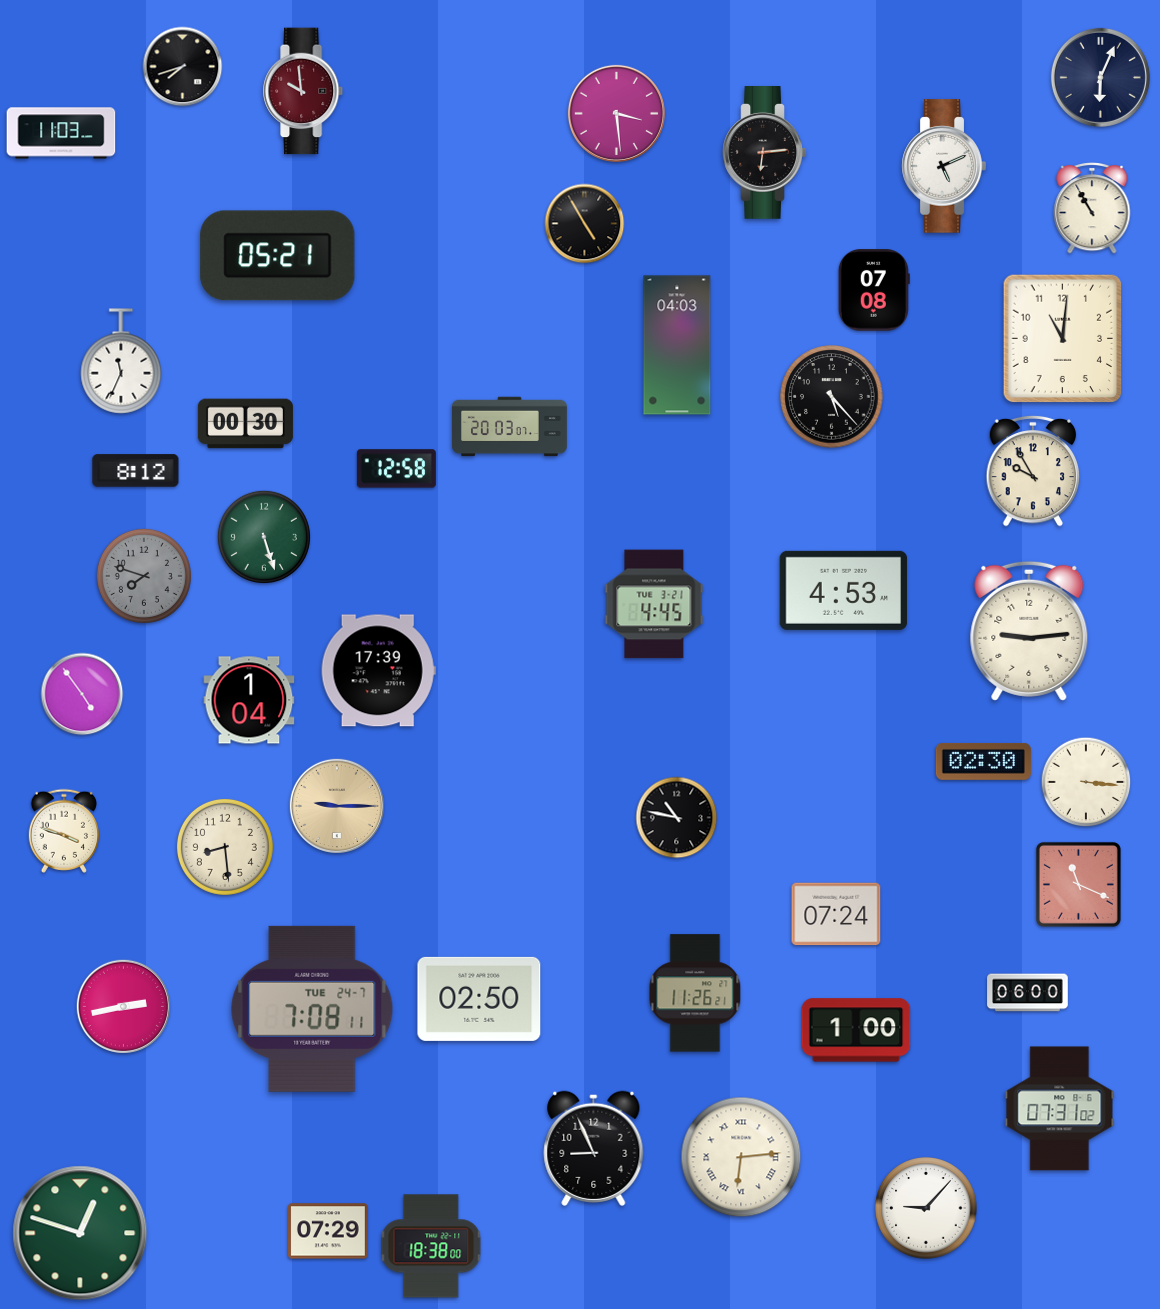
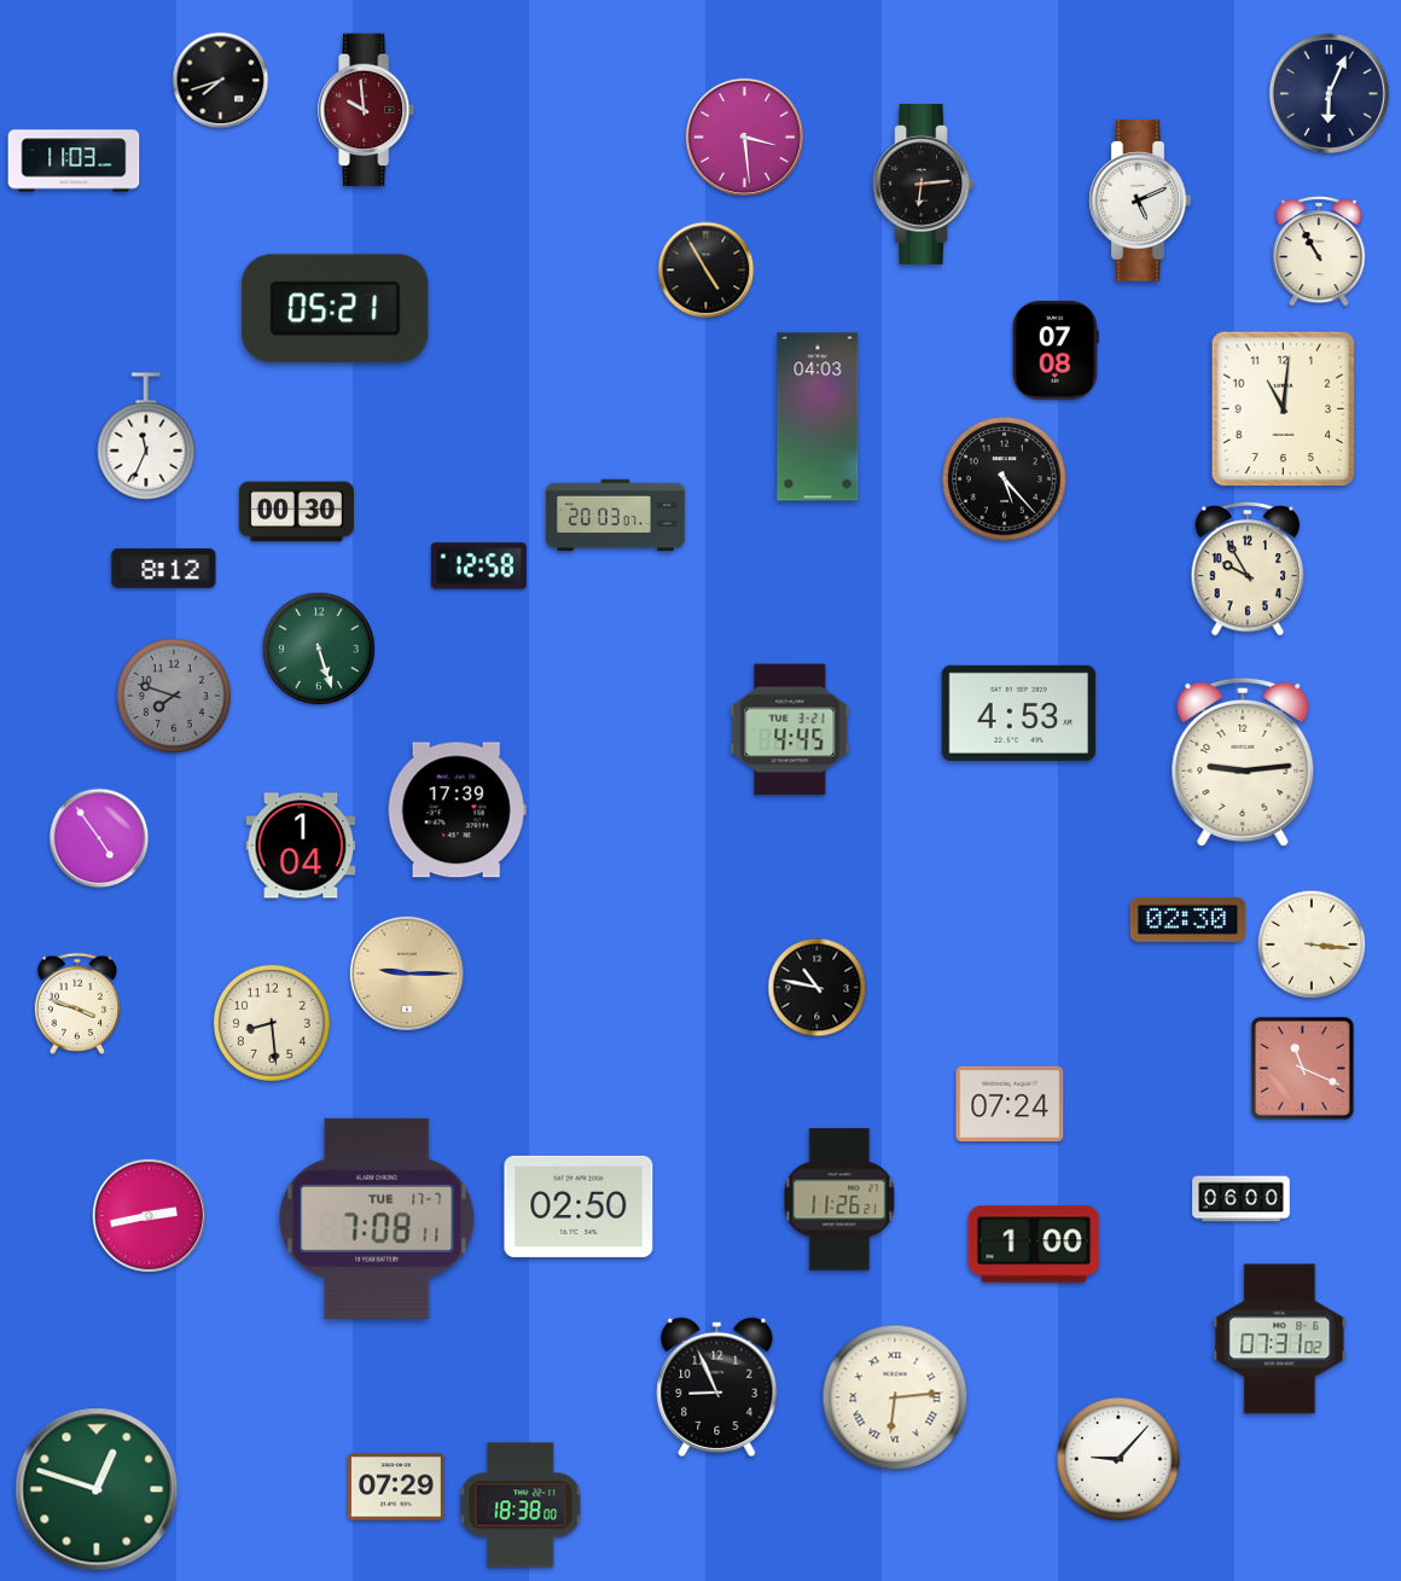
clock at (312, 1009) date: TUE 24-7 -> TUE 17-7
